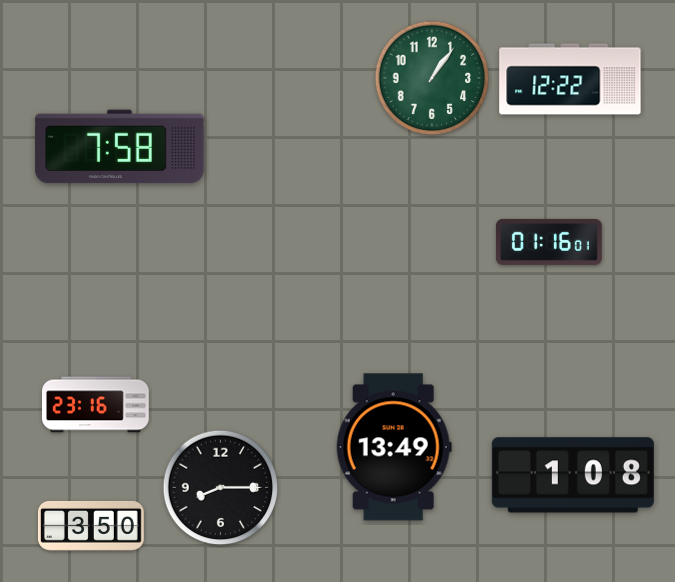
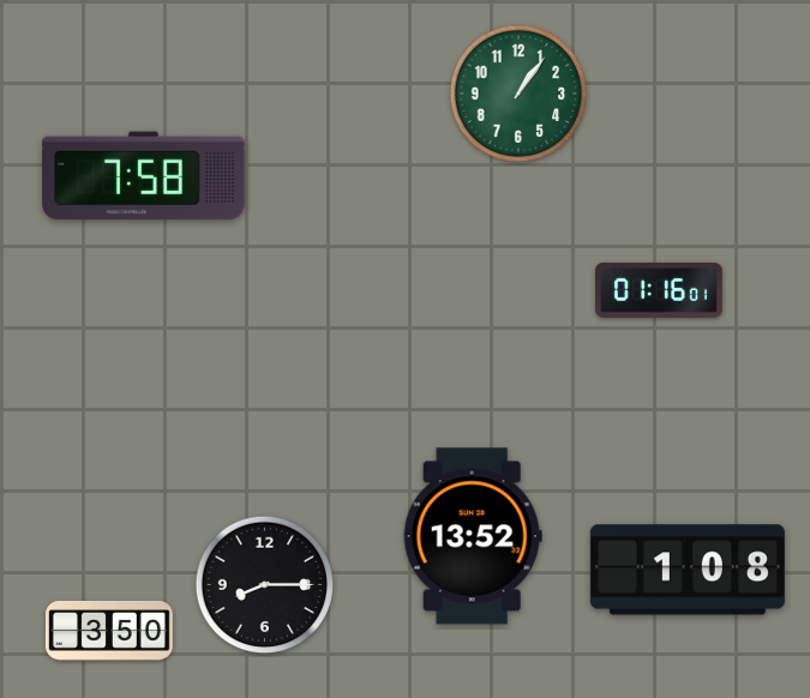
clock at (570, 79): 12:22 -> none
clock at (96, 405): 23:16 -> none
clock at (394, 447): 13:49 -> 13:52
